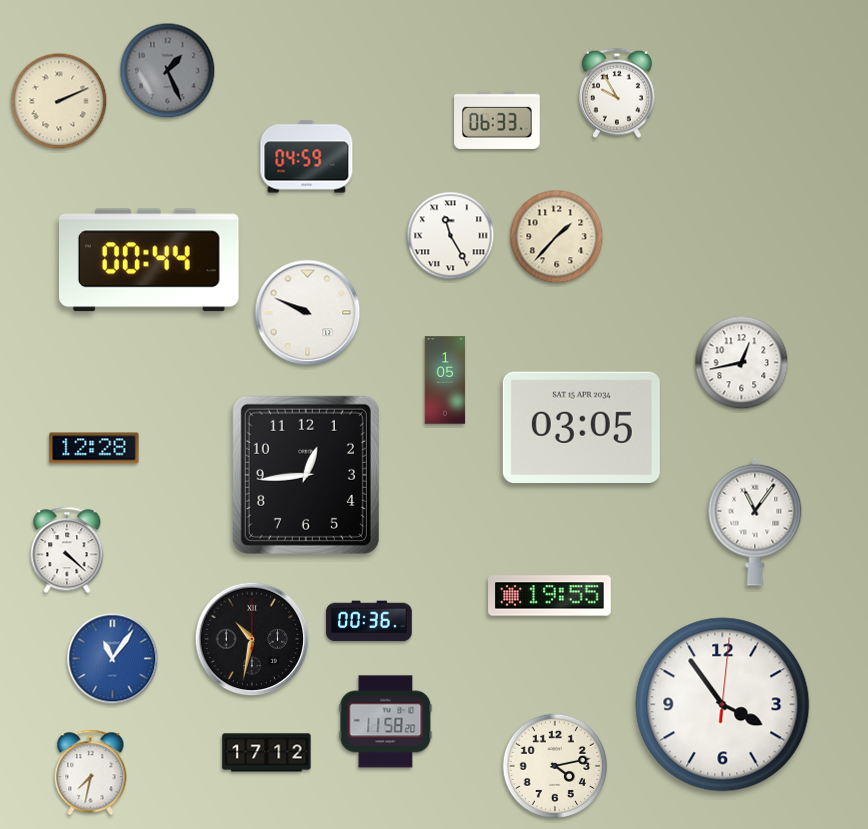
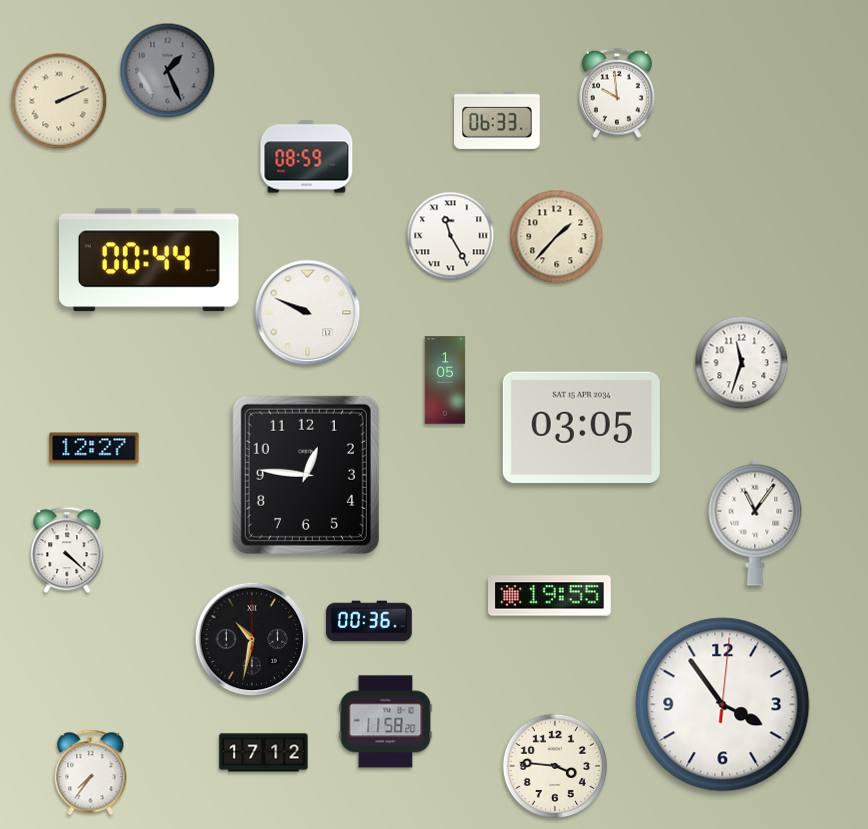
clock at (617, 93): 9:55 -> 9:59
clock at (307, 157): 04:59 -> 08:59
clock at (742, 363): 12:43 -> 11:33
clock at (94, 448): 12:28 -> 12:27
clock at (306, 475): 12:44 -> 12:46
clock at (113, 659): 11:06 -> none
clock at (267, 753) position: (267, 753) -> (264, 753)
clock at (554, 765): 4:13 -> 3:46
clock at (91, 773): 7:32 -> 7:36
